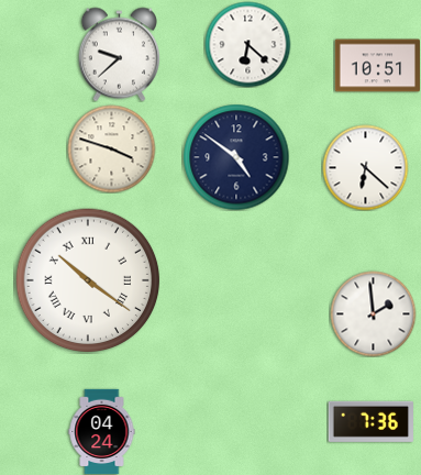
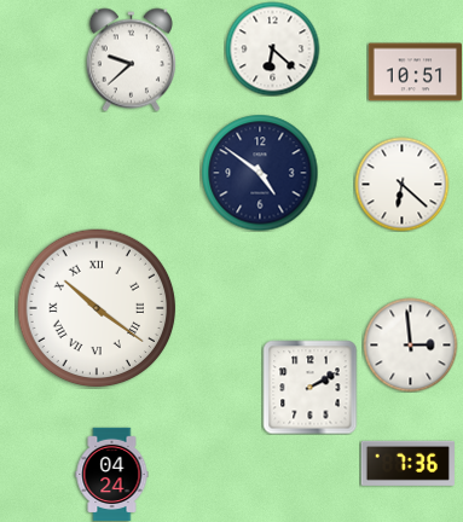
clock at (111, 148): 3:48 -> none
clock at (373, 313): 1:59 -> 2:59
clock at (309, 387): none -> 2:10
